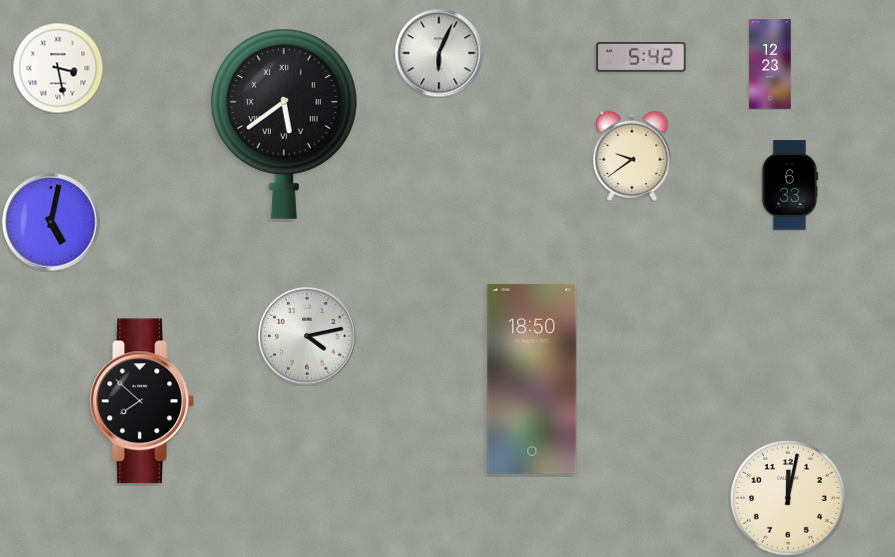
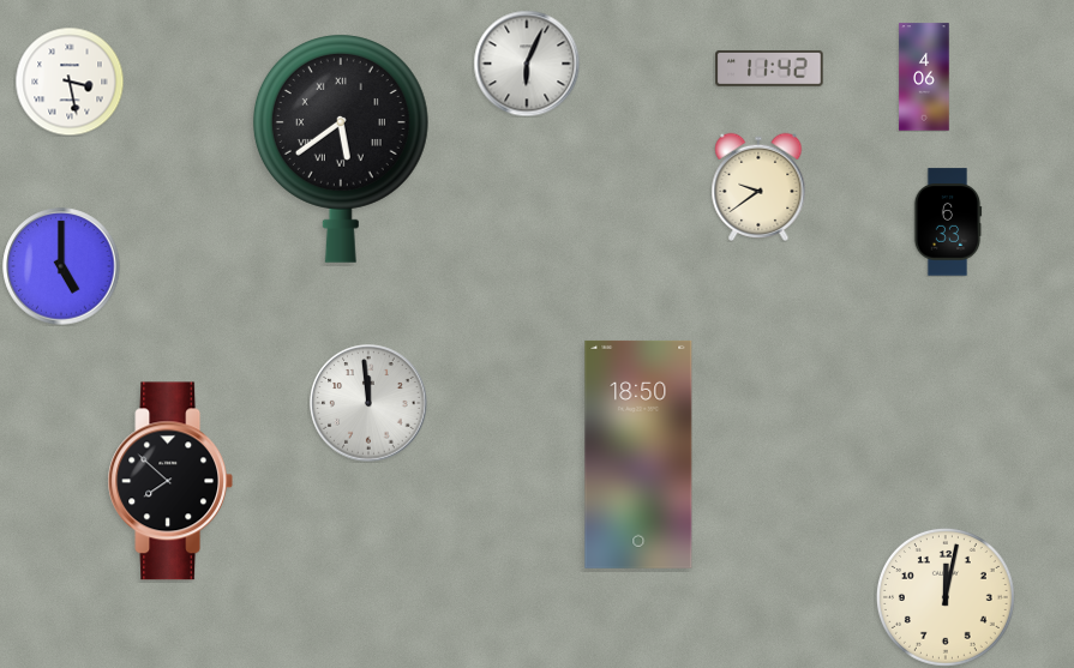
clock at (641, 57): 5:42 -> 11:42
clock at (770, 64): 12:23 -> 4:06
clock at (51, 222): 5:02 -> 5:00
clock at (307, 336): 4:13 -> 11:59
